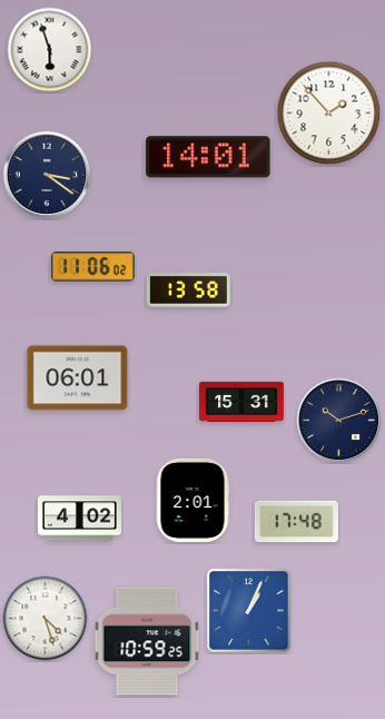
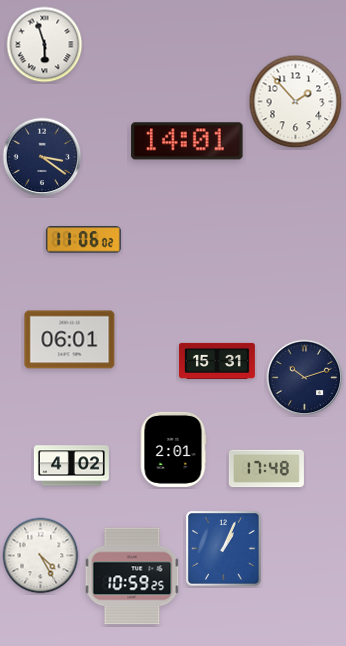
clock at (188, 290): 13:58 -> none
clock at (46, 619): 4:27 -> 4:25
